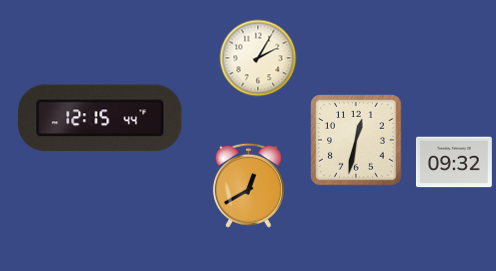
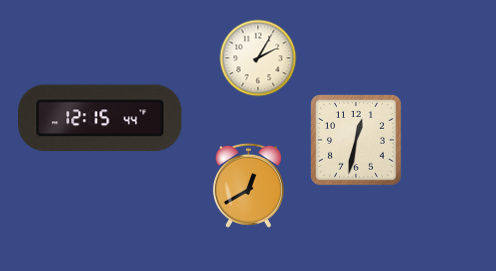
clock at (454, 162): 09:32 -> none
